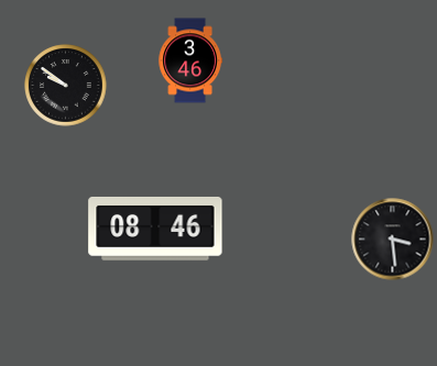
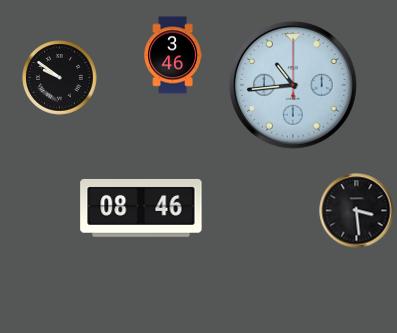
clock at (293, 85): none -> 10:44
clock at (393, 240) position: (393, 240) -> (357, 211)
